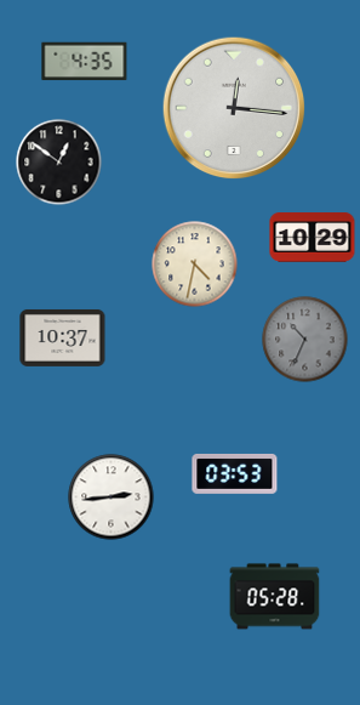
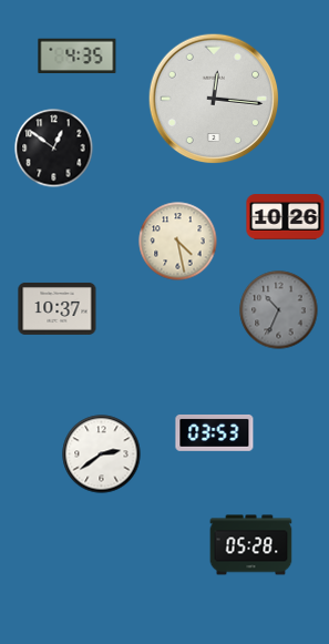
clock at (313, 238): 10:29 -> 10:26
clock at (195, 265): 4:32 -> 4:28
clock at (112, 498): 2:44 -> 2:39
